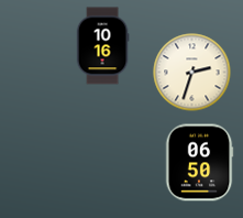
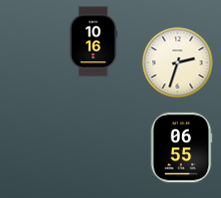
clock at (192, 73) position: (192, 73) -> (178, 63)
clock at (199, 163): 06:50 -> 06:55
